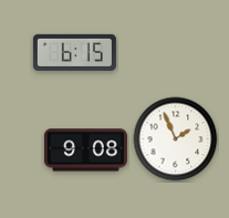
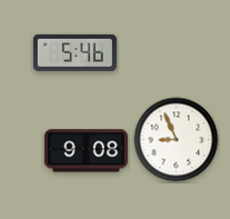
clock at (74, 52): 6:15 -> 5:46
clock at (176, 139): 1:56 -> 8:56
